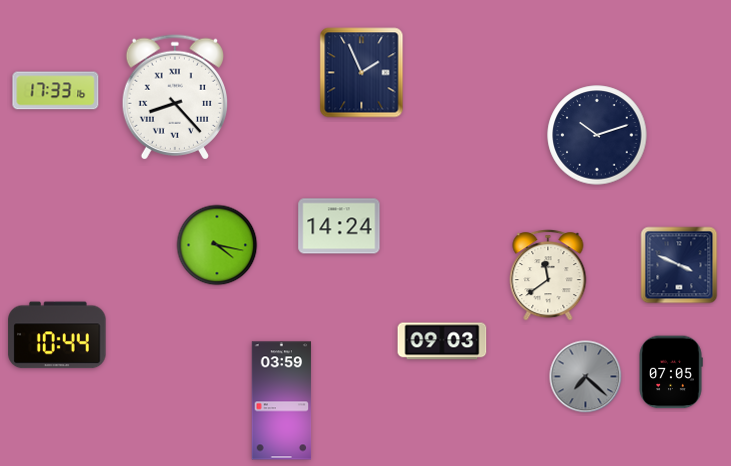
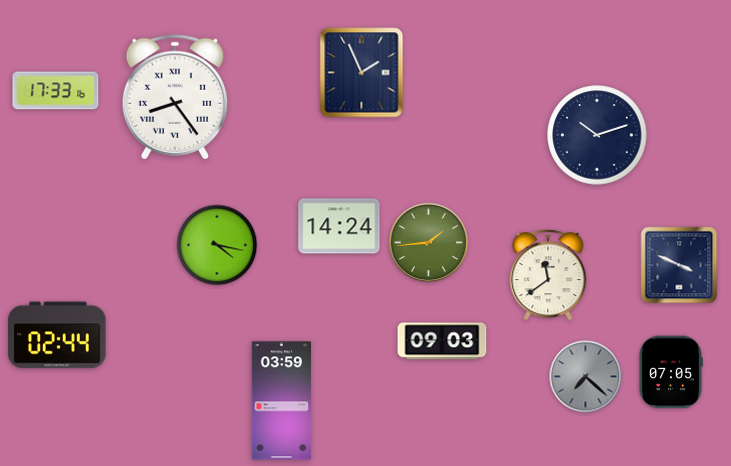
clock at (174, 97): 8:23 -> 8:24
clock at (429, 243): none -> 1:44
clock at (57, 335): 10:44 -> 02:44
